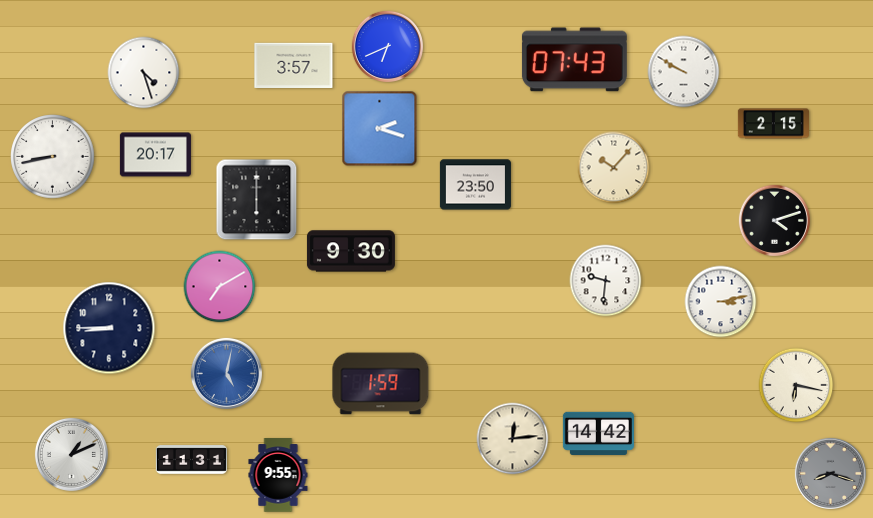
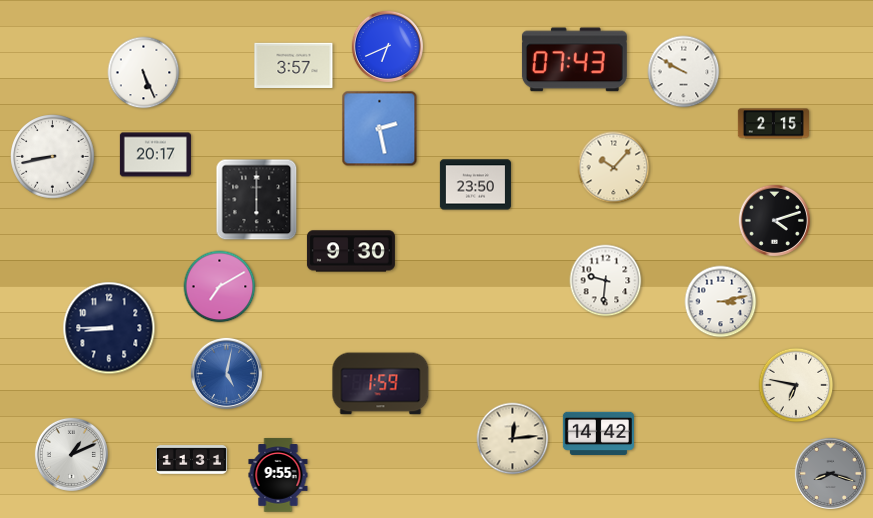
clock at (144, 73): 4:27 -> 5:26
clock at (380, 129): 2:18 -> 2:28
clock at (796, 385): 6:17 -> 6:47
